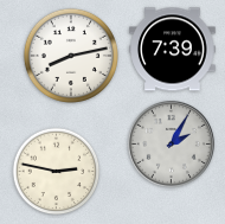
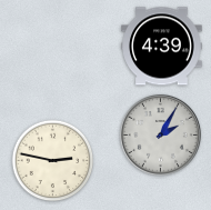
clock at (173, 50): 7:39 -> 4:39
clock at (71, 56): 8:13 -> none
